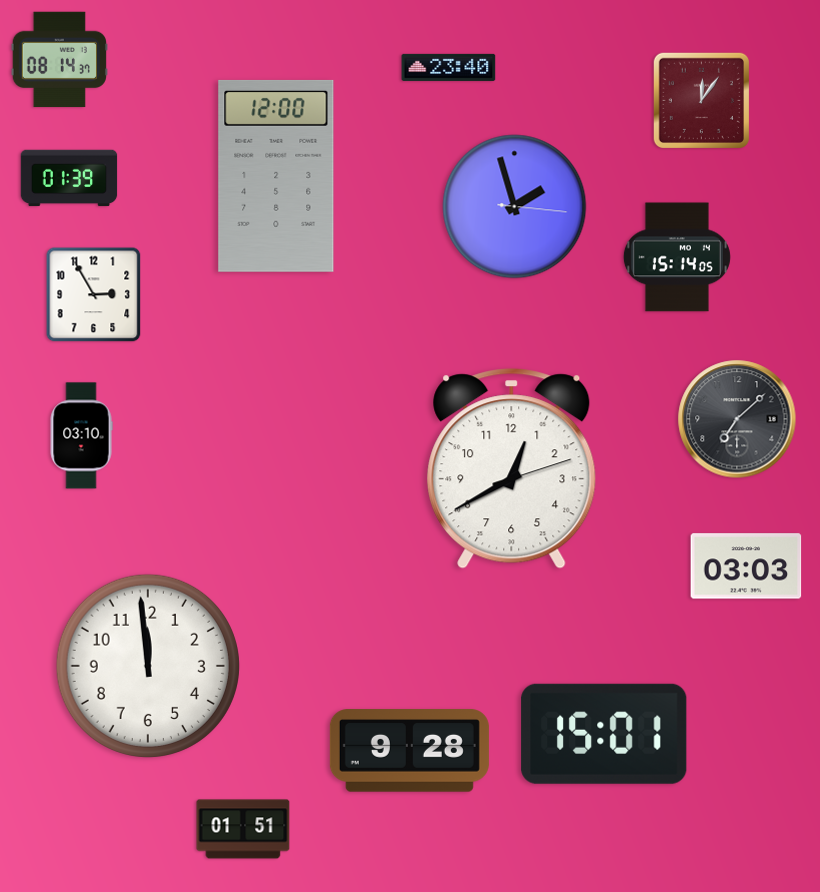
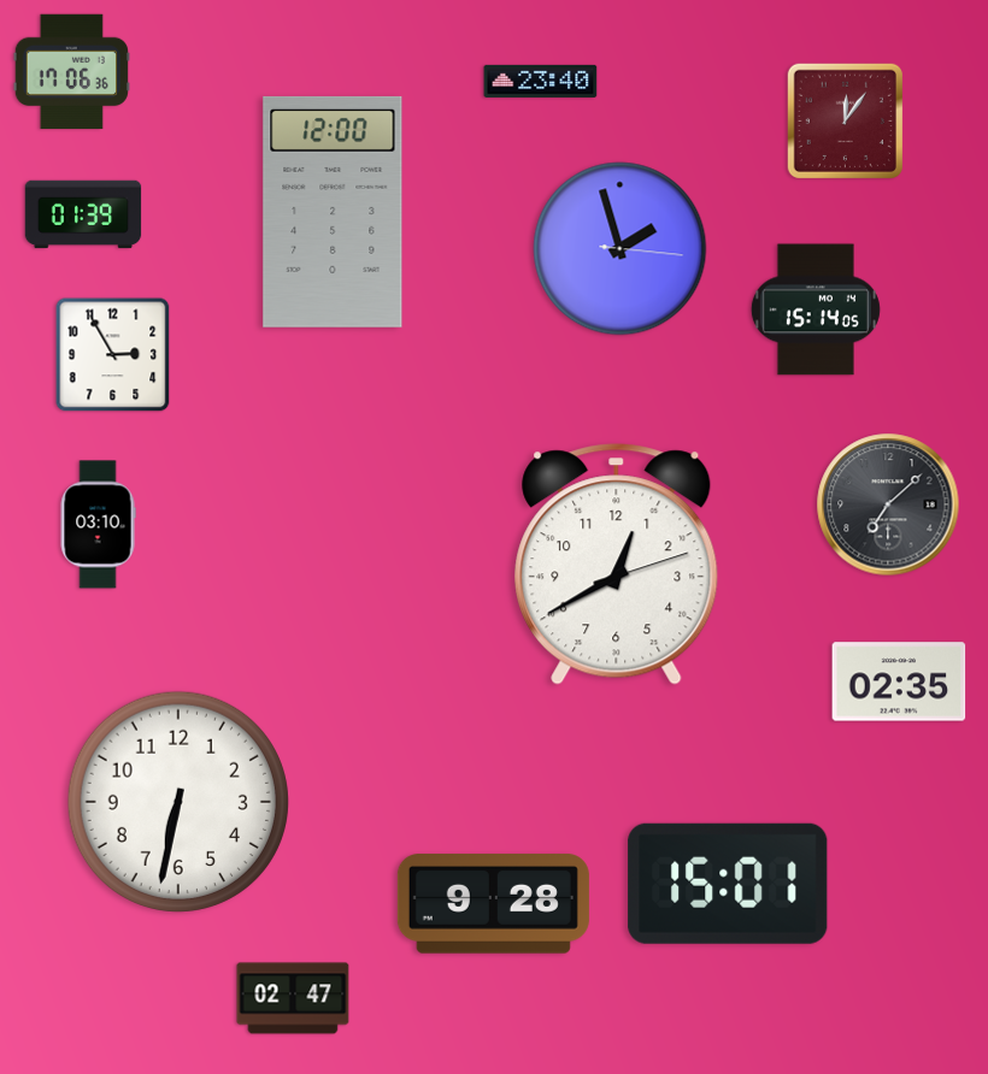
clock at (59, 60): 08:14 -> 17:06
clock at (746, 566): 03:03 -> 02:35
clock at (148, 666): 11:59 -> 6:32
clock at (243, 829): 01:51 -> 02:47
